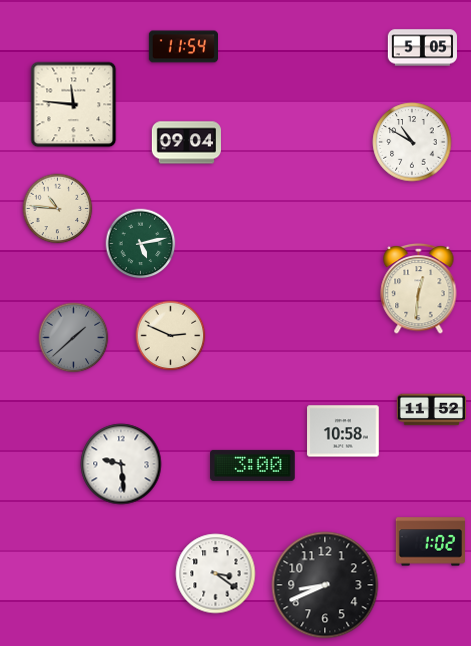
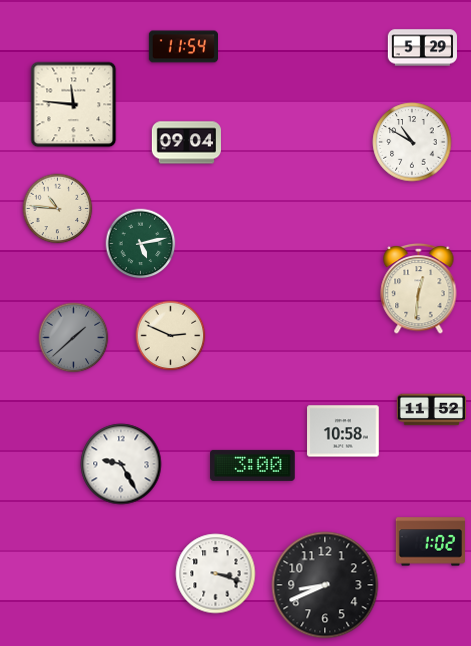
clock at (422, 48): 5:05 -> 5:29
clock at (121, 464): 9:29 -> 9:25
clock at (216, 574): 3:21 -> 3:18
